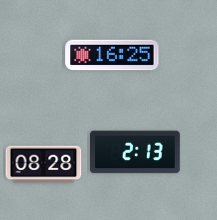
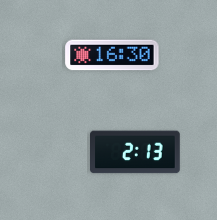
clock at (112, 55): 16:25 -> 16:30
clock at (44, 165): 08:28 -> none
